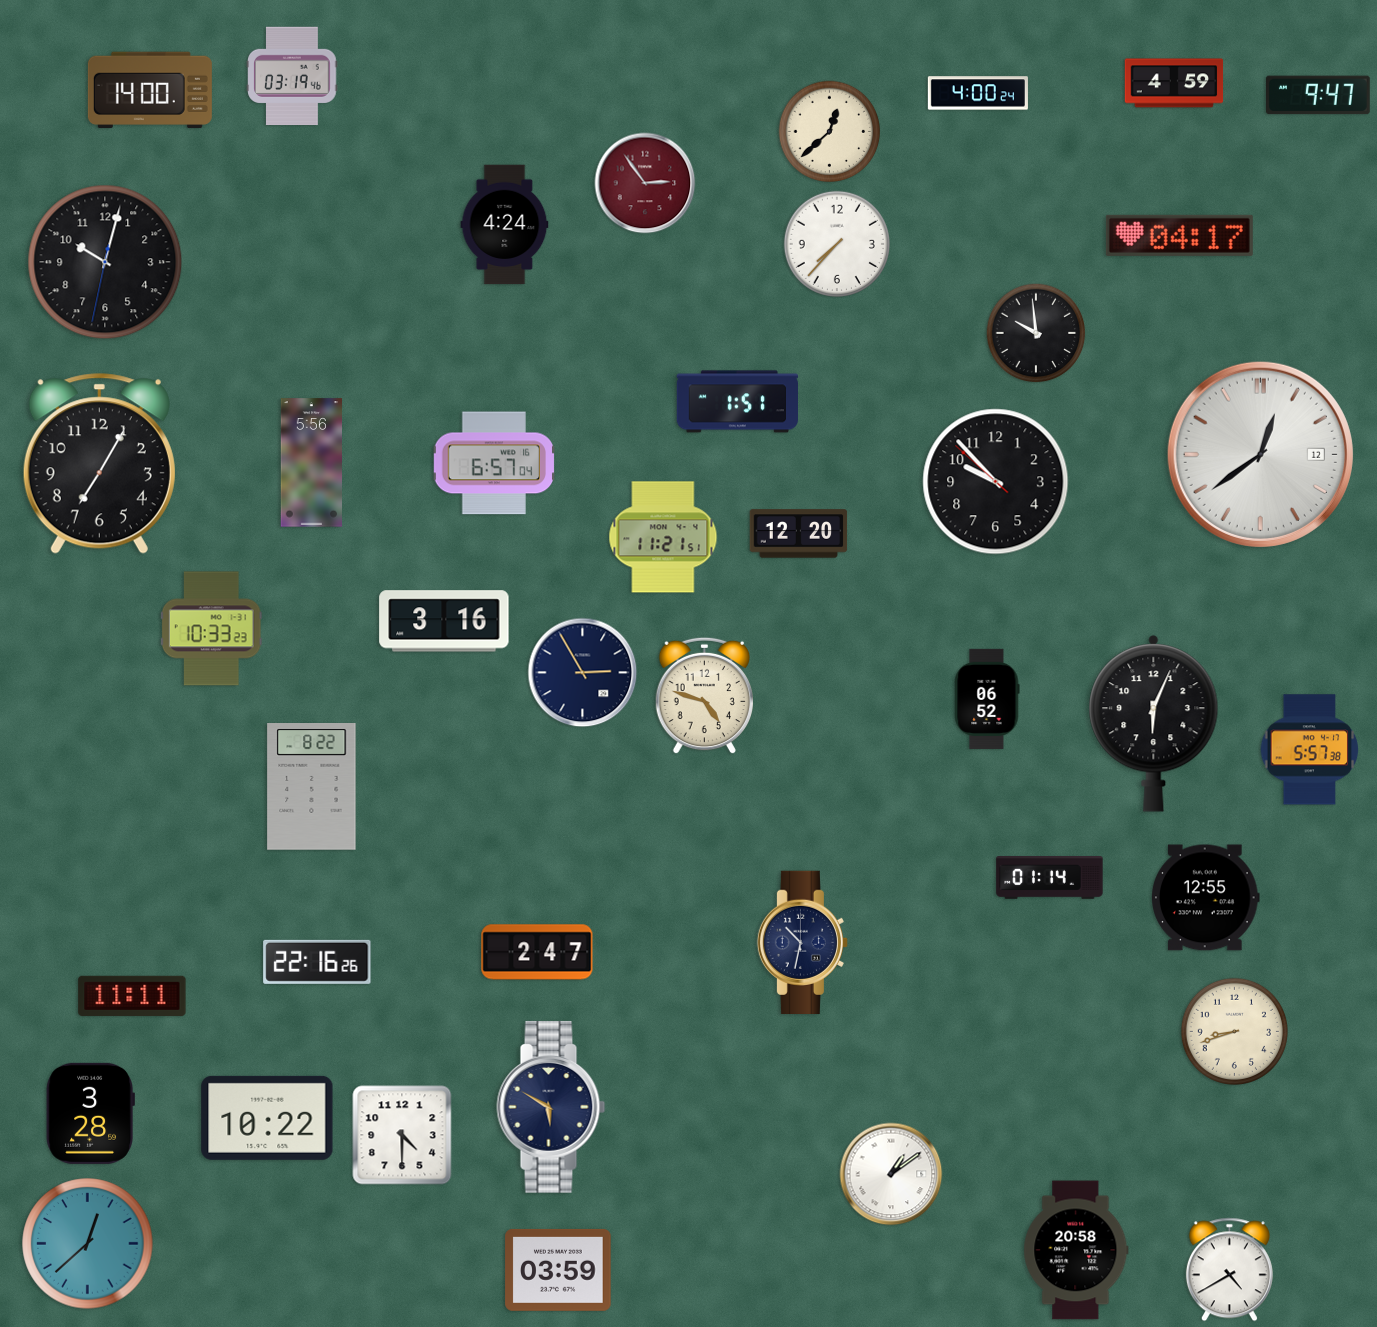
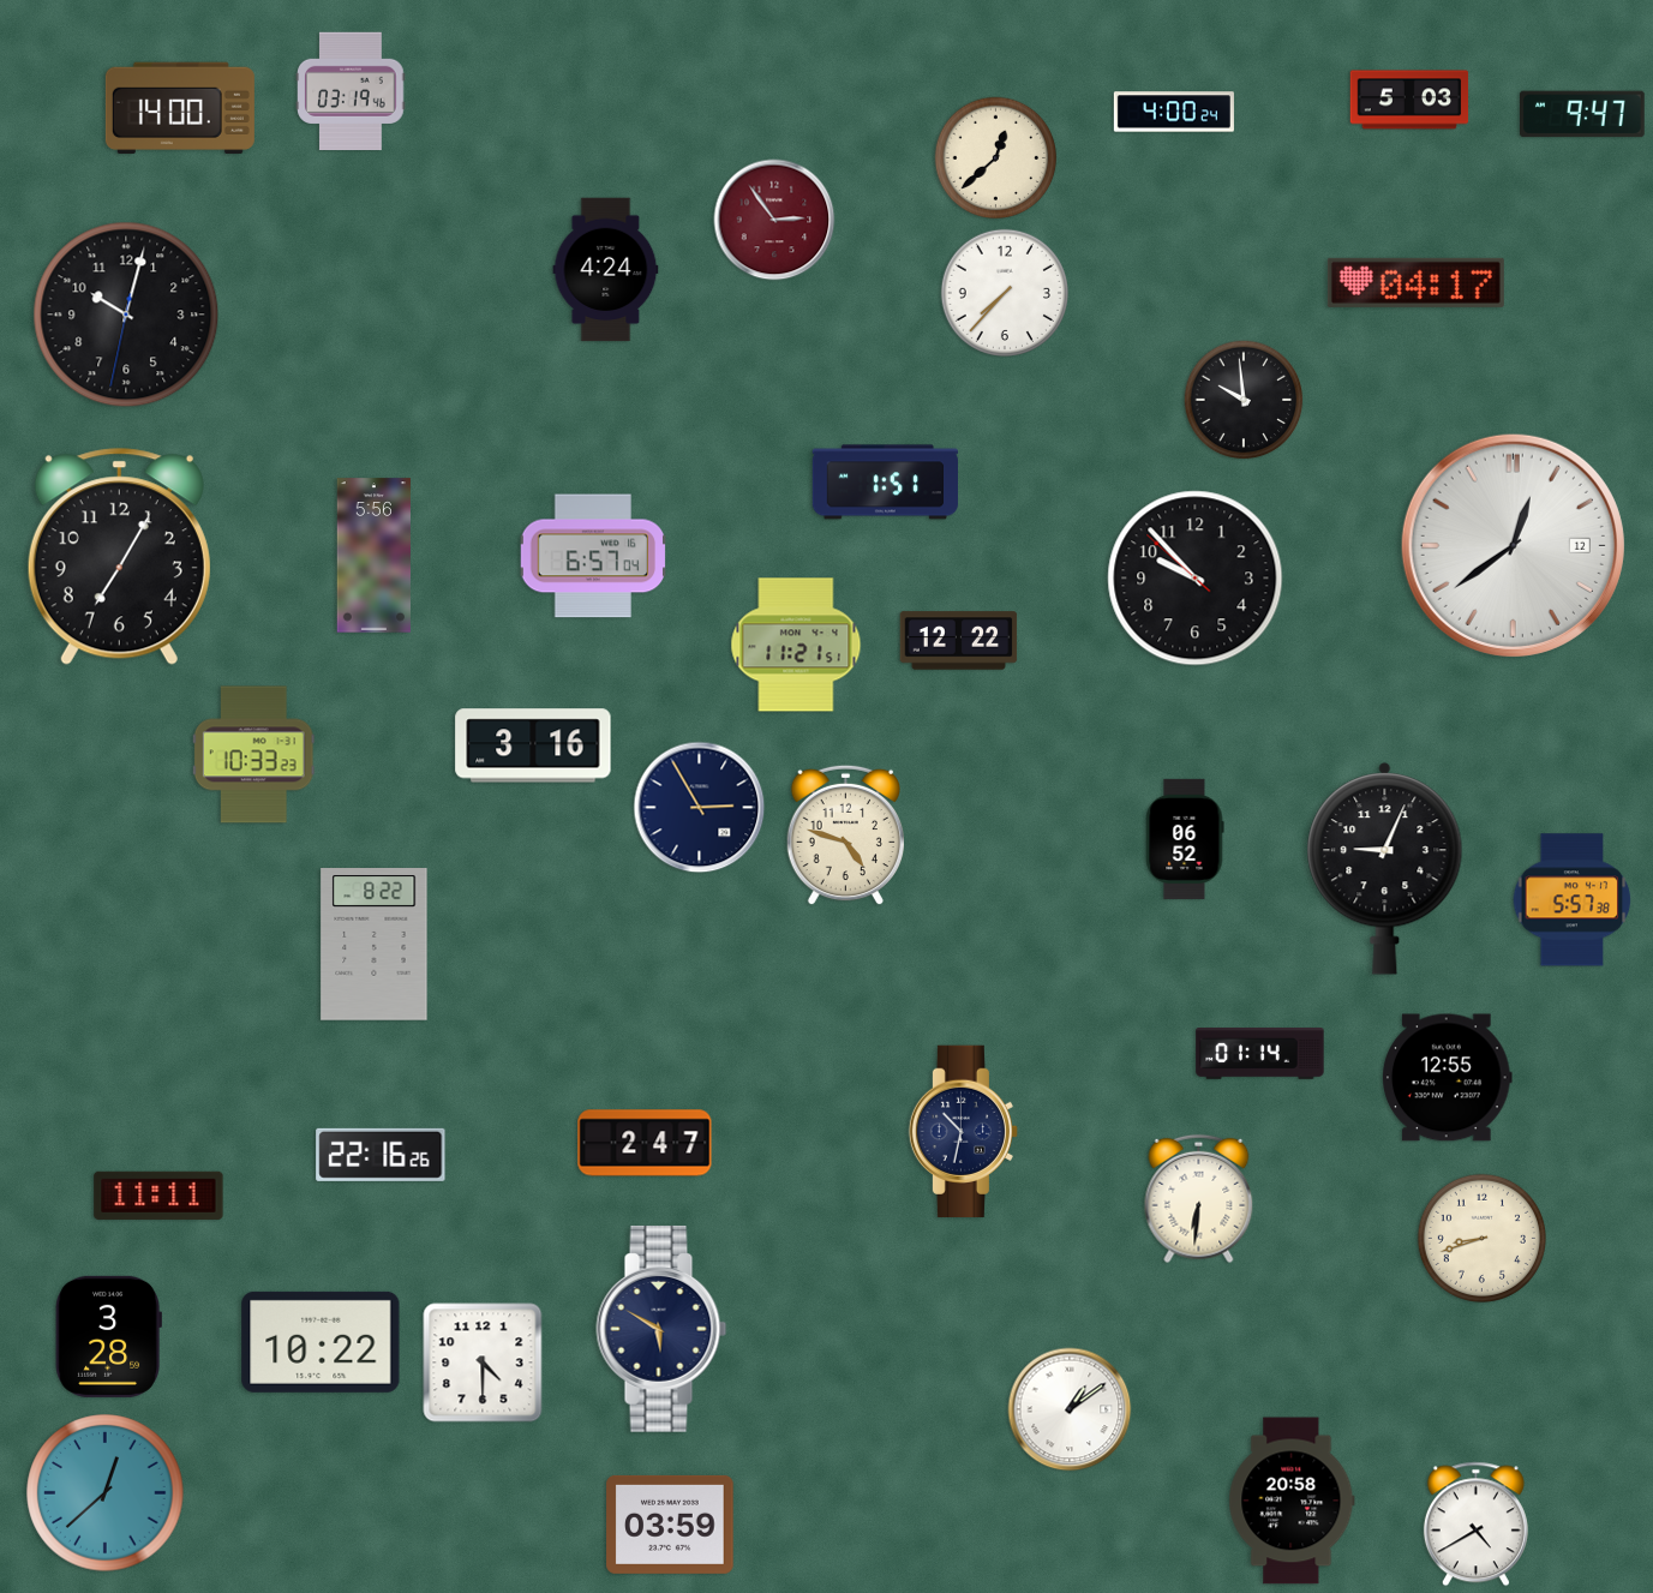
clock at (1174, 83): 4:59 -> 5:03
clock at (799, 534): 12:20 -> 12:22
clock at (1154, 724): 6:04 -> 9:04
clock at (1199, 1199): none -> 6:31
